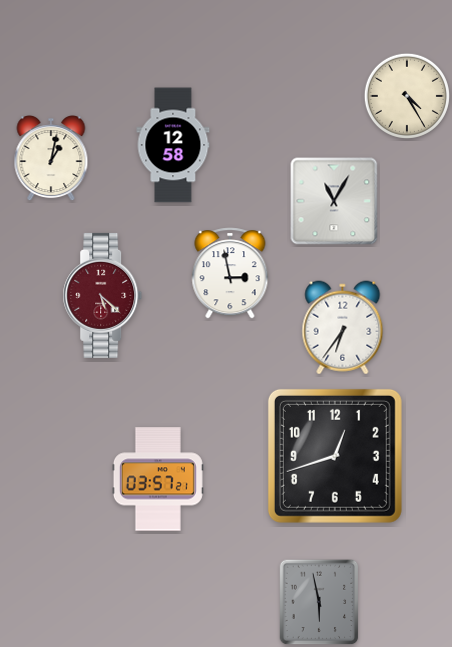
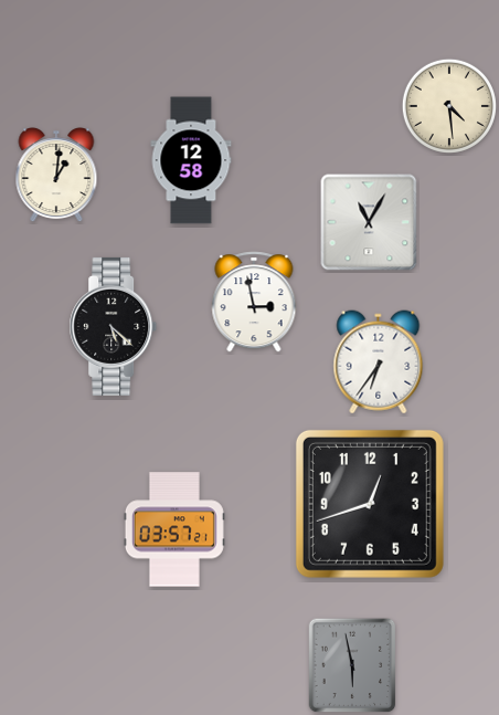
clock at (407, 96): 4:25 -> 4:29
clock at (51, 159): 1:02 -> 1:01
clock at (103, 295) dial: burgundy -> black
